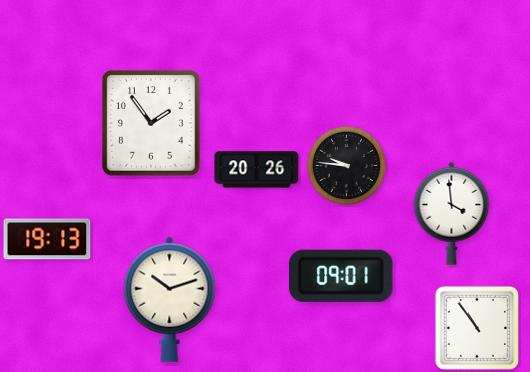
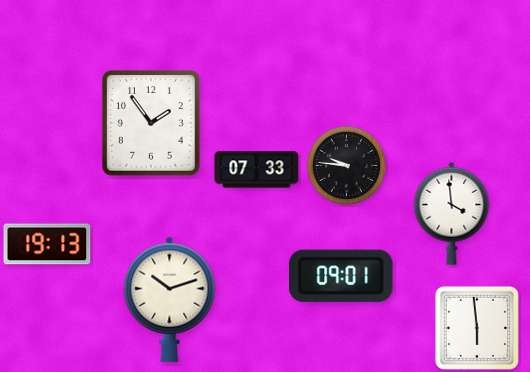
clock at (257, 170): 20:26 -> 07:33
clock at (47, 239) position: (47, 239) -> (47, 244)
clock at (477, 328): 10:54 -> 5:59
